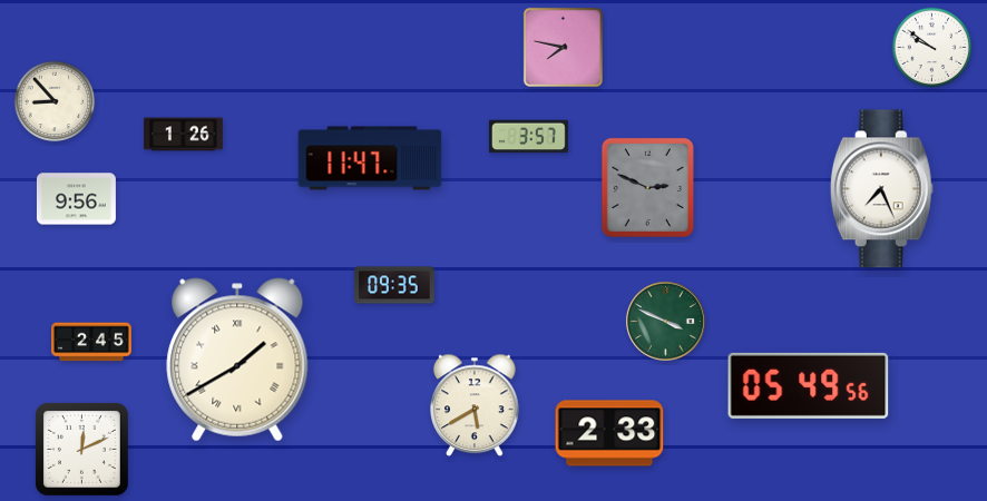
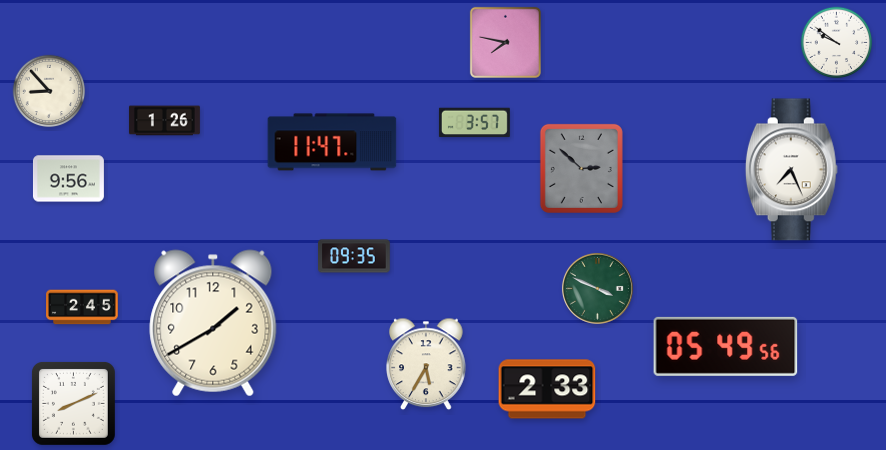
clock at (647, 187): 2:49 -> 2:52
clock at (237, 360) numerals: Roman -> Arabic
clock at (475, 405): 5:40 -> 5:35
clock at (81, 449): 12:11 -> 8:11
